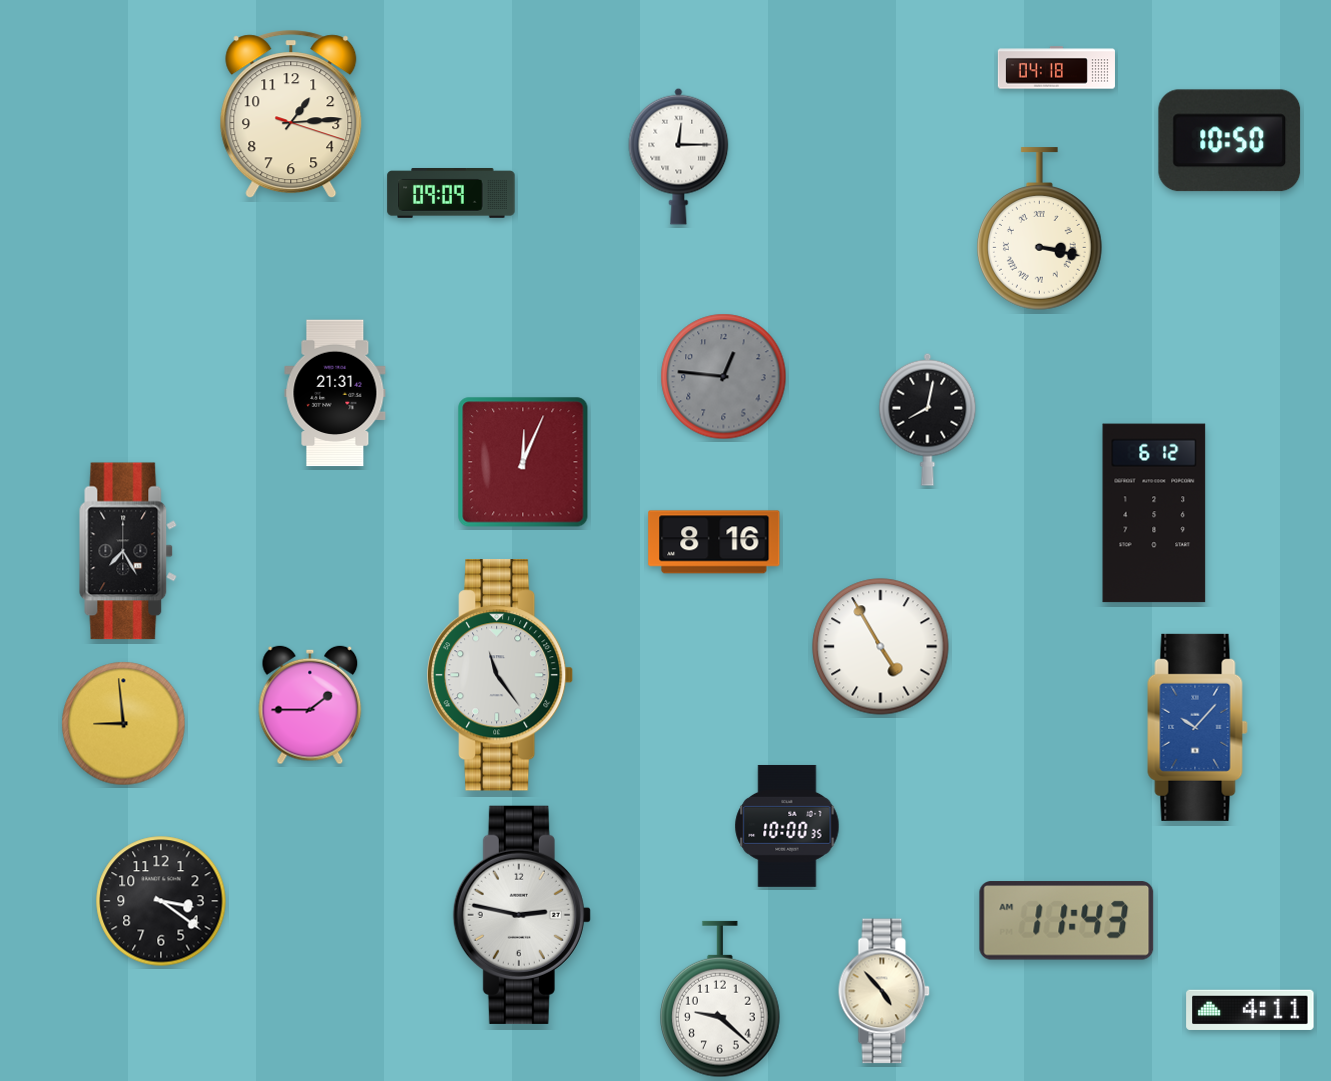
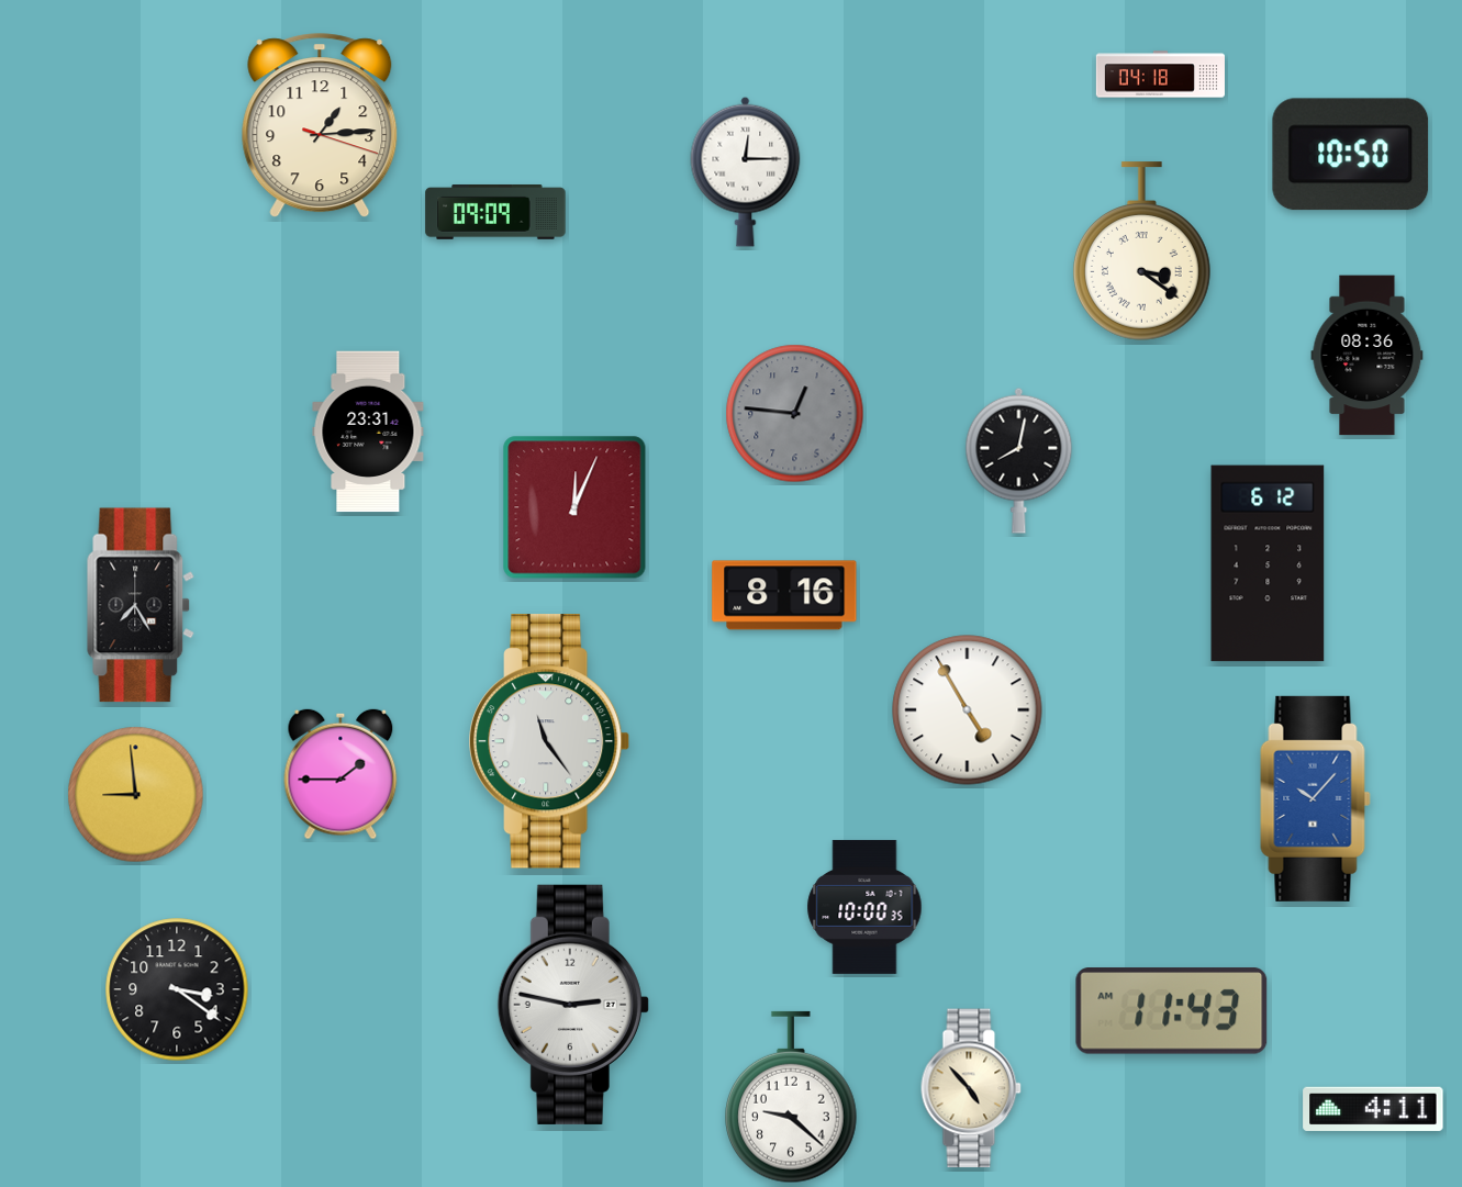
clock at (1040, 229): 3:17 -> 3:21
clock at (1368, 356): none -> 08:36
clock at (335, 393): 21:31 -> 23:31
